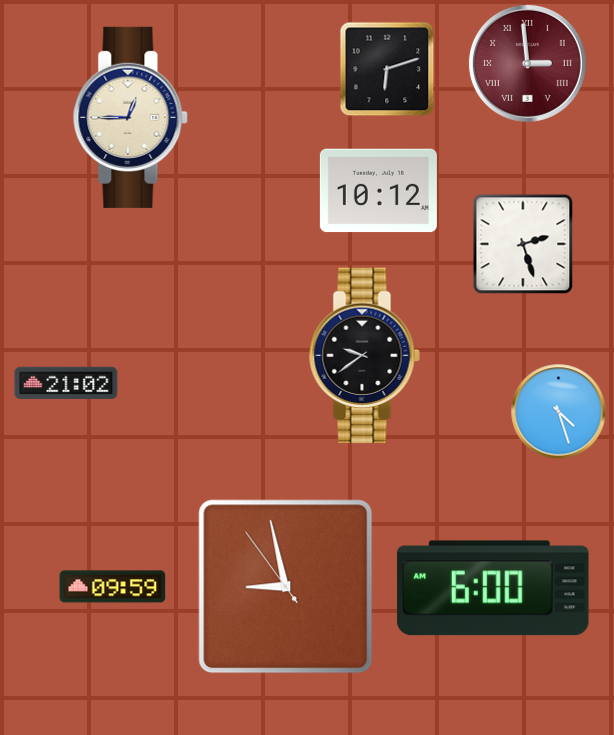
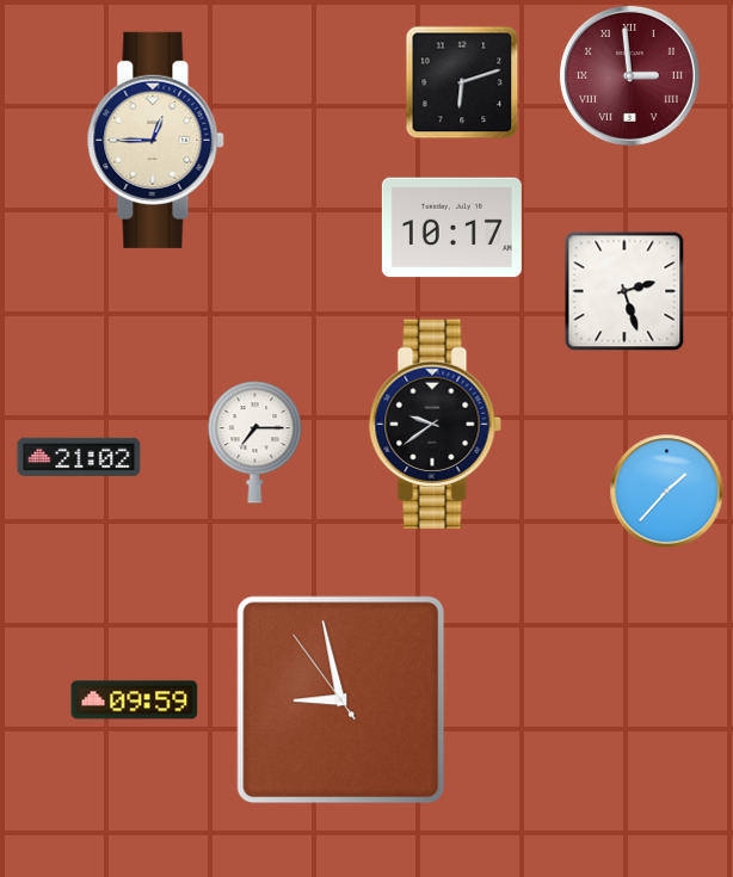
clock at (378, 191): 10:12 -> 10:17
clock at (255, 443): none -> 7:15
clock at (559, 412): 4:27 -> 1:37
clock at (493, 588): 6:00 -> none
